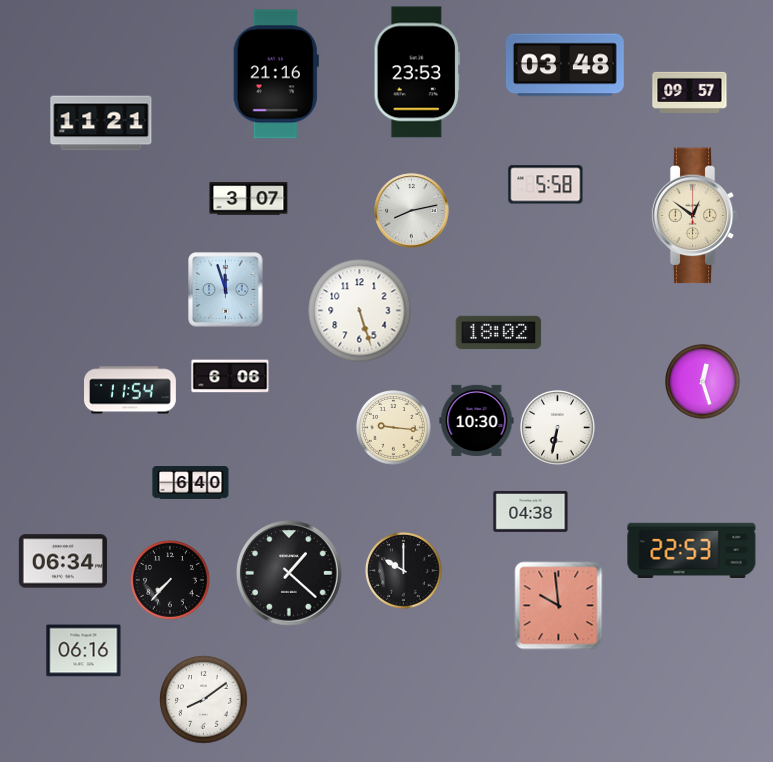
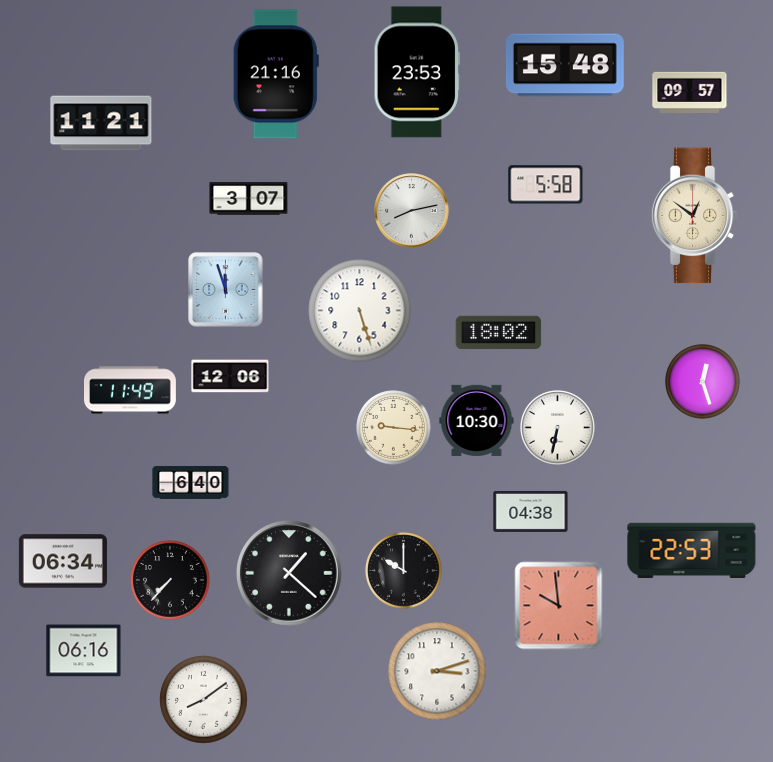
clock at (565, 65): 03:48 -> 15:48
clock at (230, 376): 6:06 -> 12:06
clock at (131, 390): 11:54 -> 11:49
clock at (437, 671): none -> 3:12
